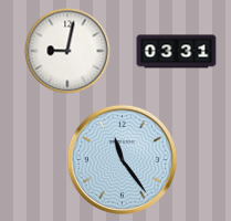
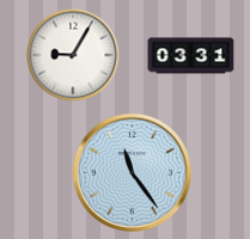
clock at (67, 51): 9:02 -> 9:05
